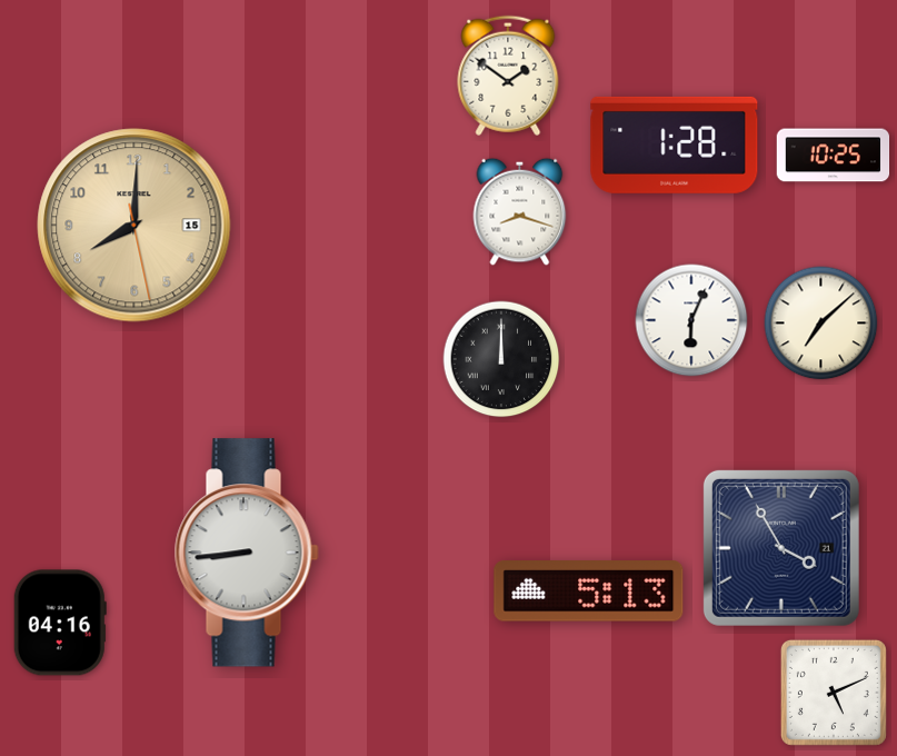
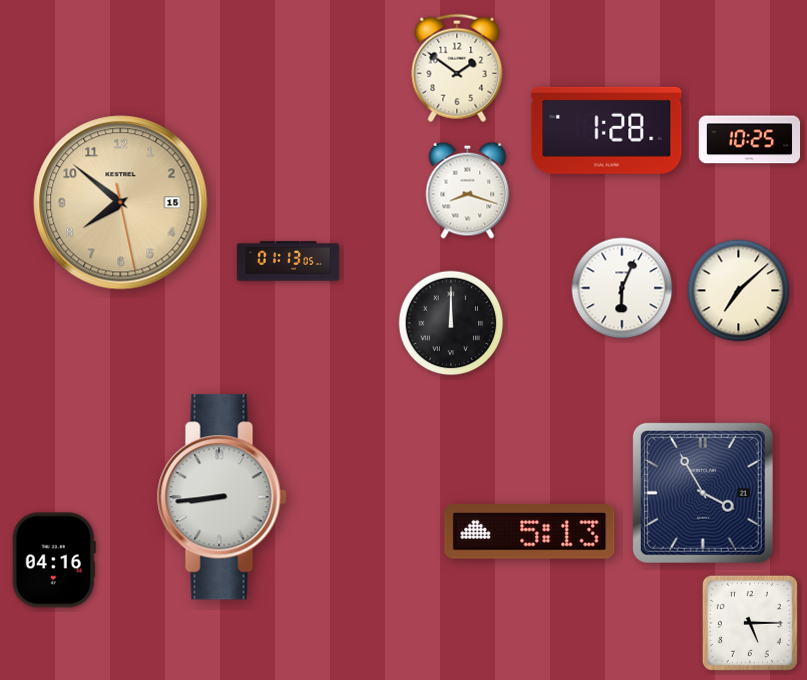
clock at (134, 226): 8:00 -> 7:51
clock at (288, 261): none -> 01:13
clock at (834, 693): 5:11 -> 5:15
